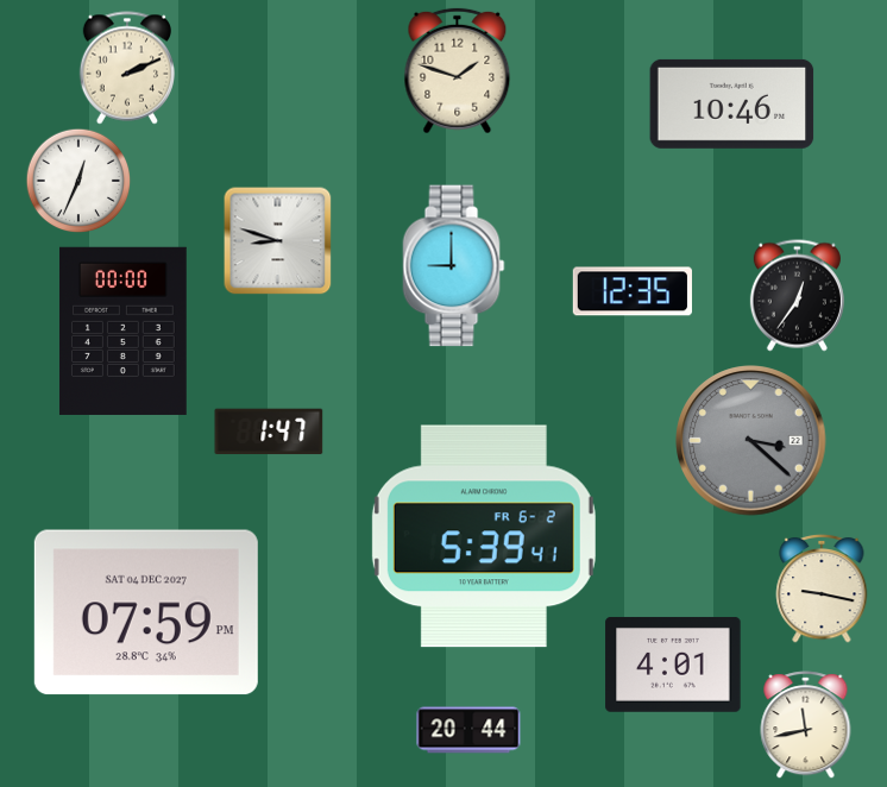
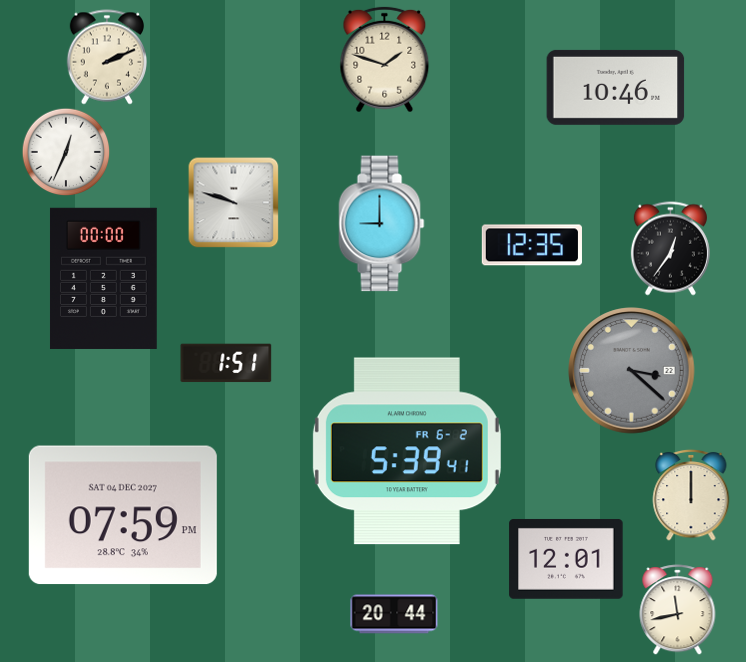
clock at (277, 240): 8:48 -> 9:48
clock at (269, 432): 1:47 -> 1:51
clock at (822, 588): 9:17 -> 12:00
clock at (673, 665): 4:01 -> 12:01
